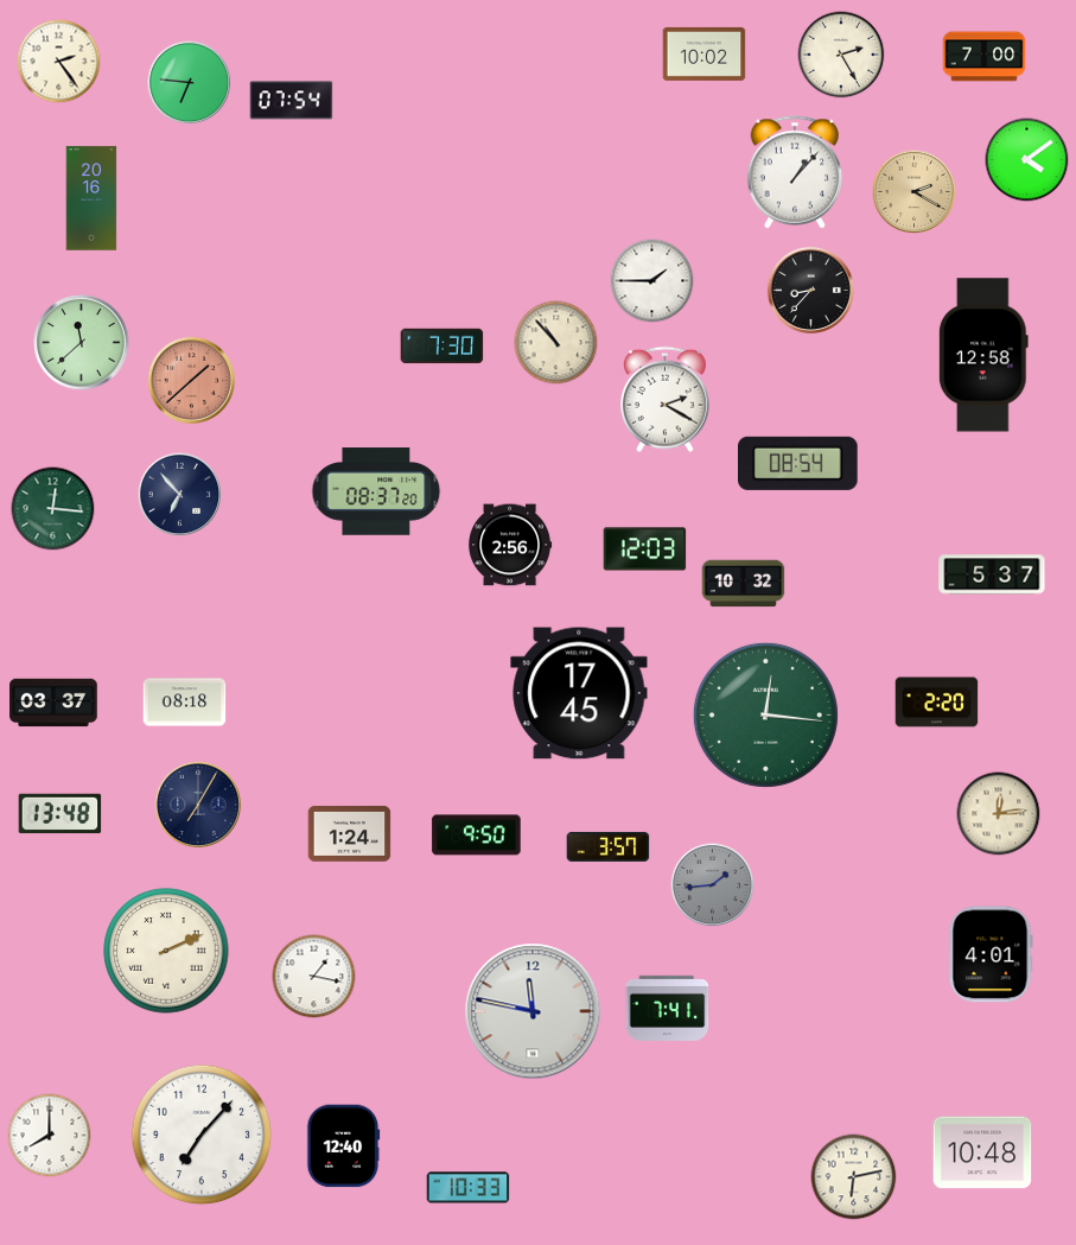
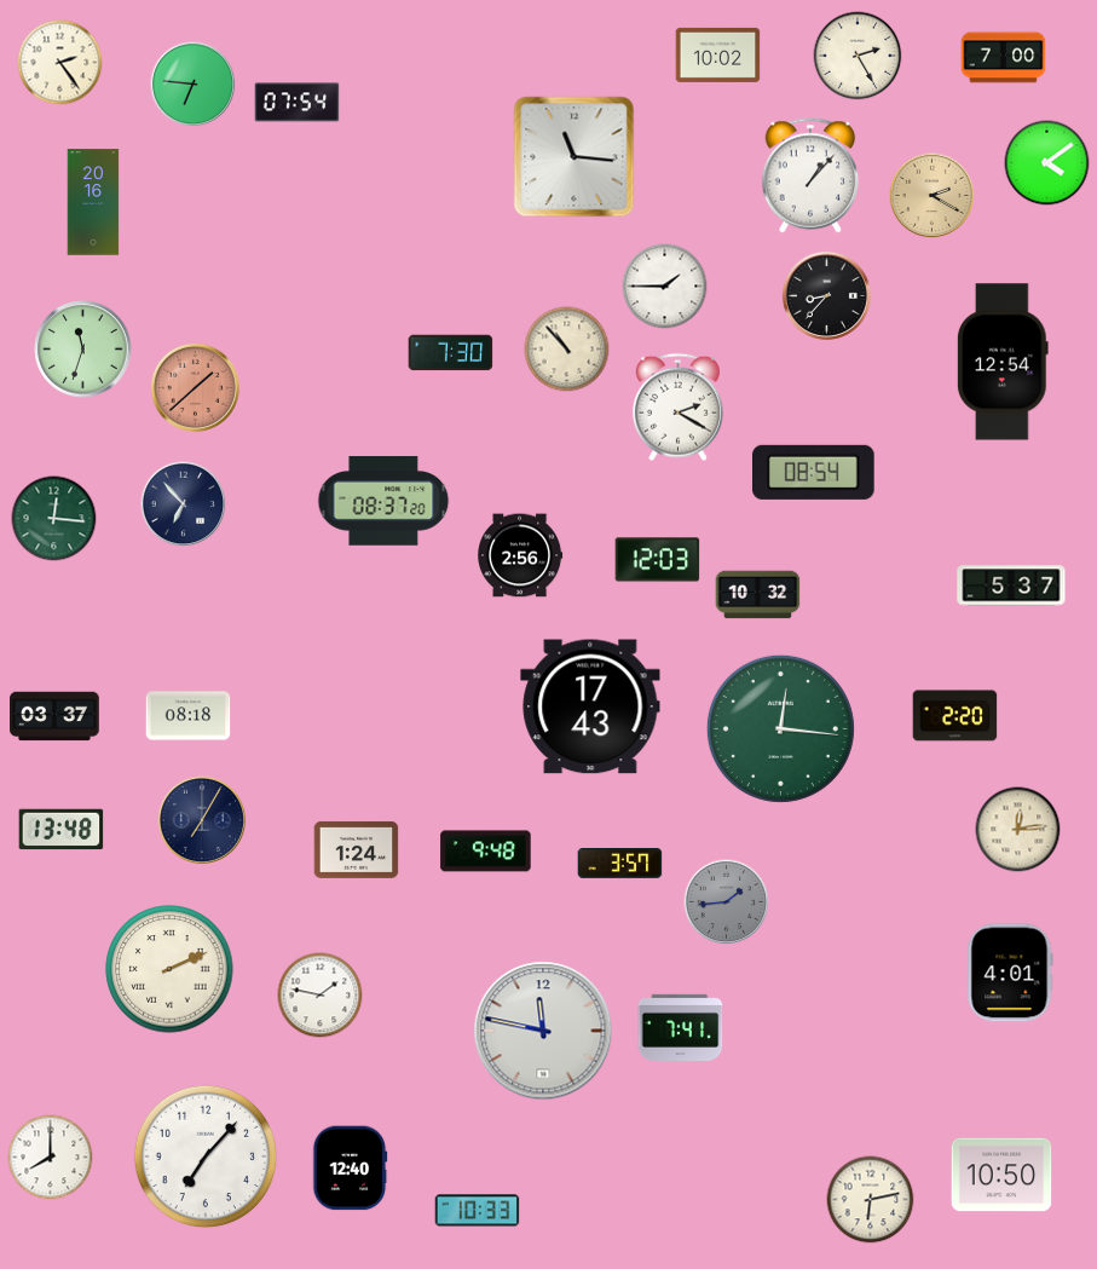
clock at (575, 157): none -> 11:16
clock at (82, 343): 11:38 -> 11:33
clock at (983, 355): 12:58 -> 12:54
clock at (579, 693): 17:45 -> 17:43
clock at (477, 836): 9:50 -> 9:48
clock at (314, 977): 1:17 -> 1:47
clock at (982, 1152): 10:48 -> 10:50
